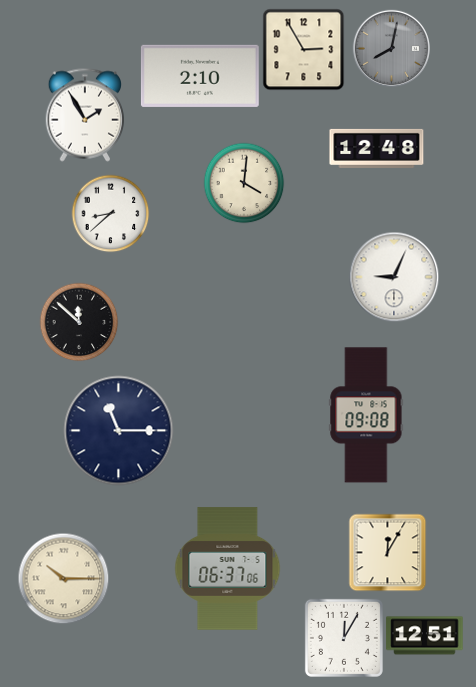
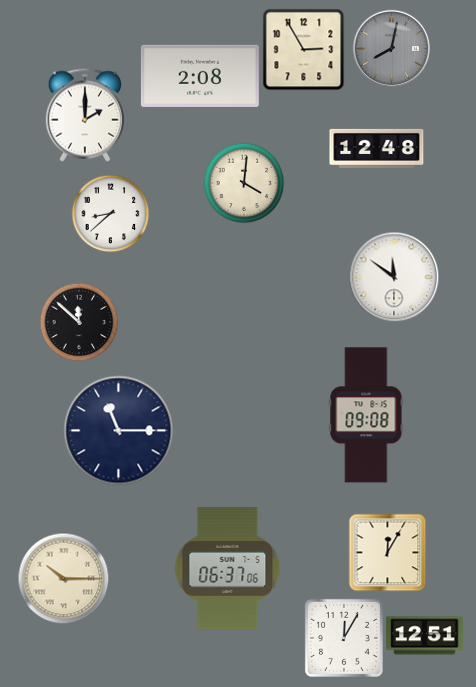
clock at (200, 76): 2:10 -> 2:08
clock at (84, 115): 1:55 -> 2:00
clock at (394, 277): 9:04 -> 11:51
